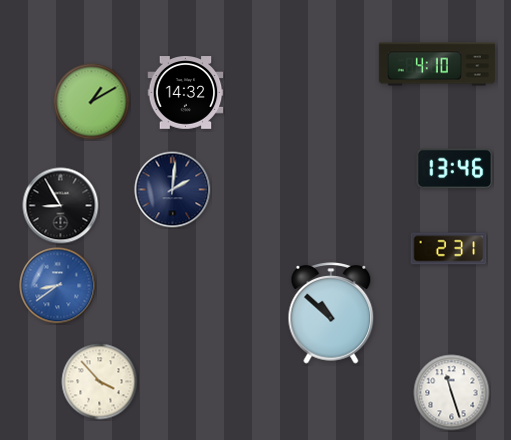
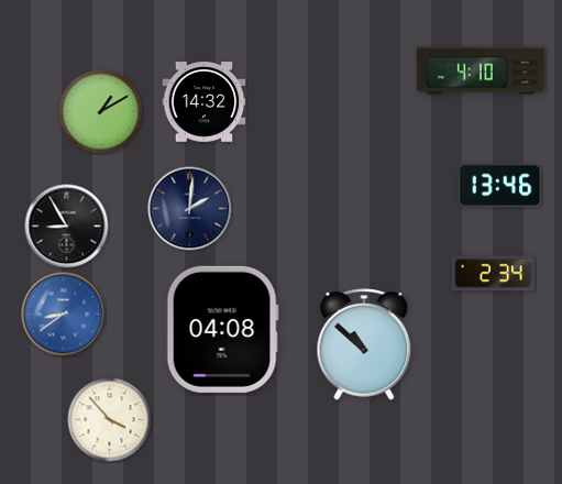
clock at (449, 249): 2:31 -> 2:34
clock at (222, 329): none -> 04:08
clock at (452, 393): 11:27 -> none
